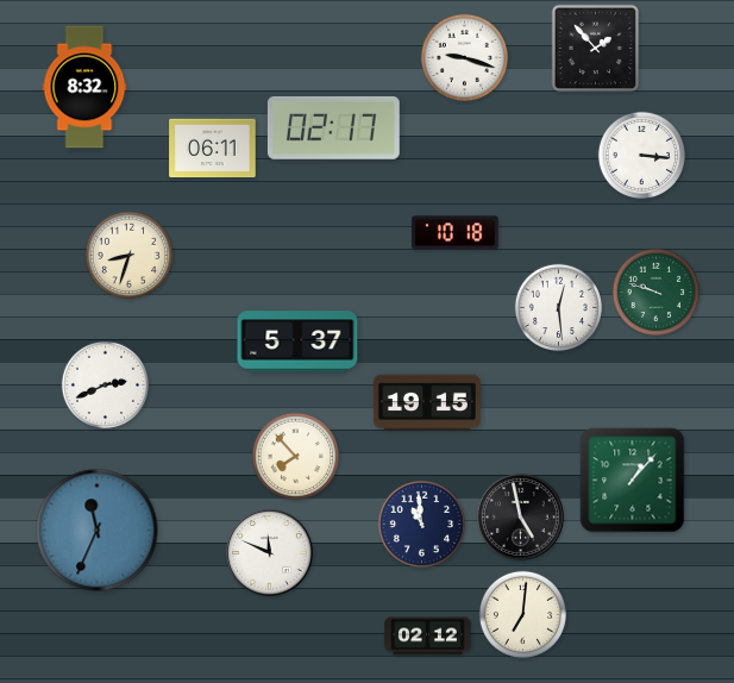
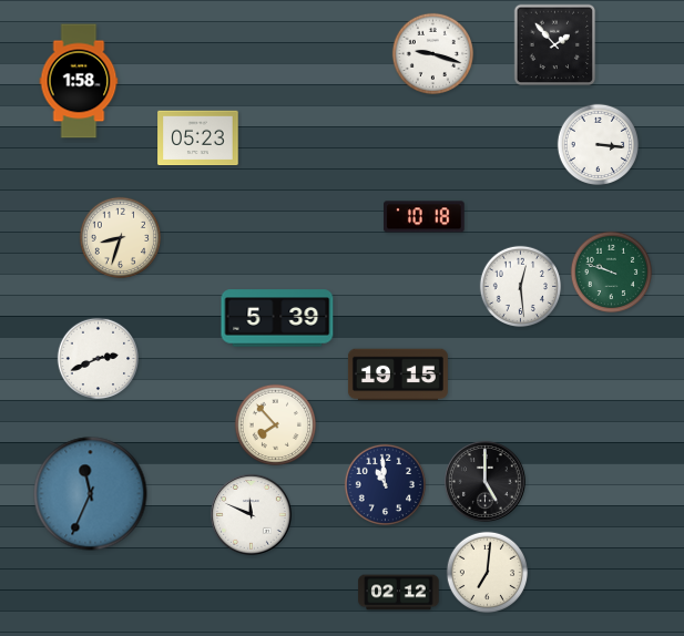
clock at (84, 87): 8:32 -> 1:58
clock at (333, 127): 02:17 -> none
clock at (213, 149): 06:11 -> 05:23
clock at (297, 342): 5:37 -> 5:39
clock at (633, 481): 1:07 -> none
clock at (521, 518): 4:58 -> 5:00
clock at (422, 525) position: (422, 525) -> (386, 485)
